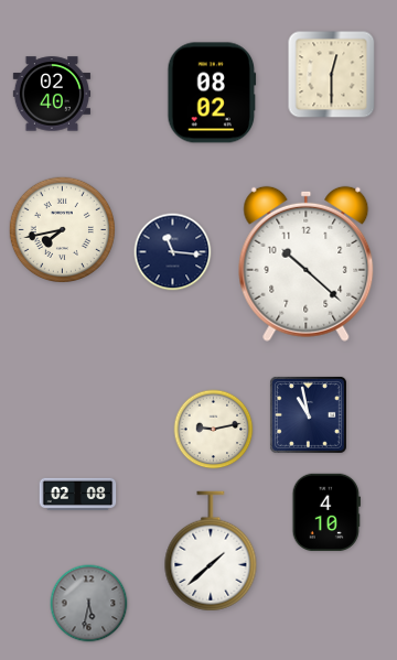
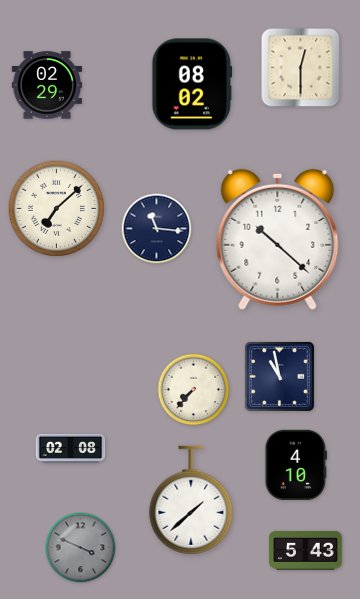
clock at (51, 94): 02:40 -> 02:29
clock at (62, 229): 7:43 -> 7:08
clock at (214, 430): 9:13 -> 7:37
clock at (89, 604): 5:32 -> 3:49
clock at (306, 550): none -> 5:43
